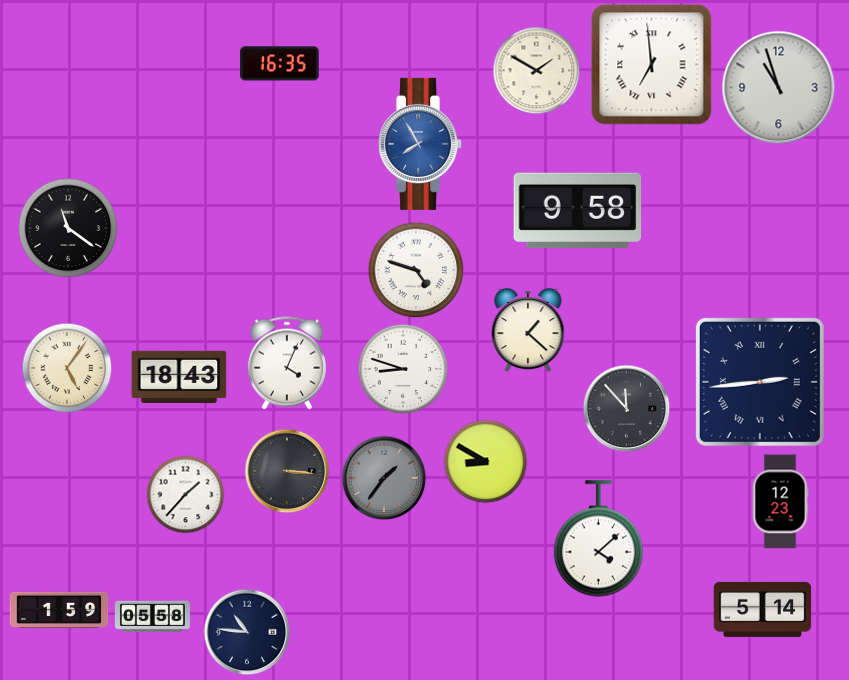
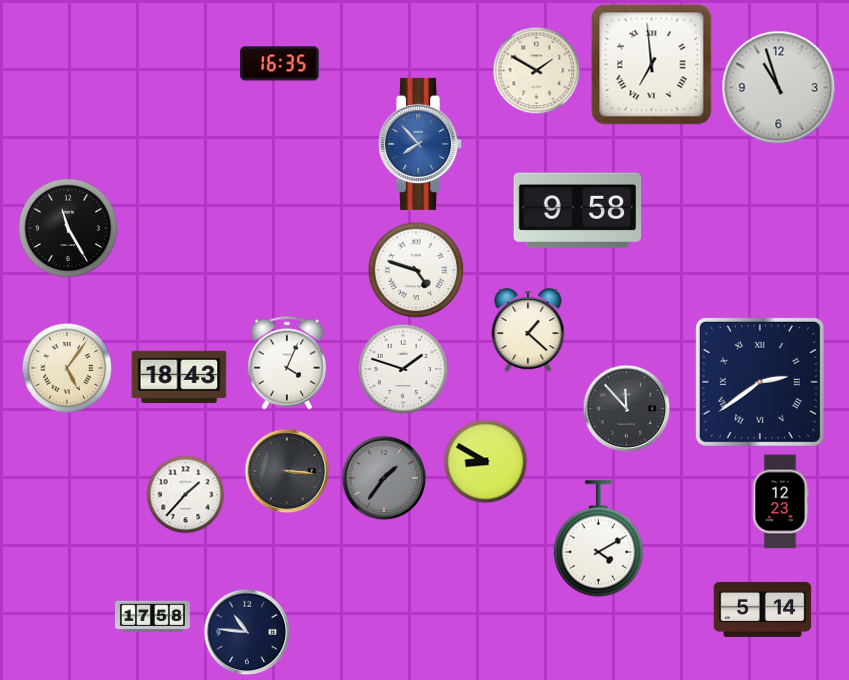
clock at (421, 144): 7:55 -> 7:53
clock at (68, 228): 11:21 -> 11:25
clock at (403, 369): 8:48 -> 1:48
clock at (760, 382): 2:44 -> 2:39
clock at (598, 539): 4:08 -> 4:10
clock at (59, 610): 1:59 -> none
clock at (152, 617): 05:58 -> 17:58
